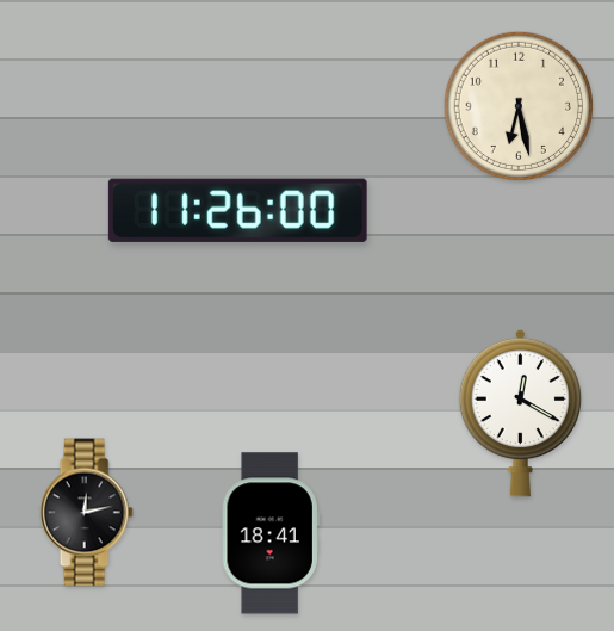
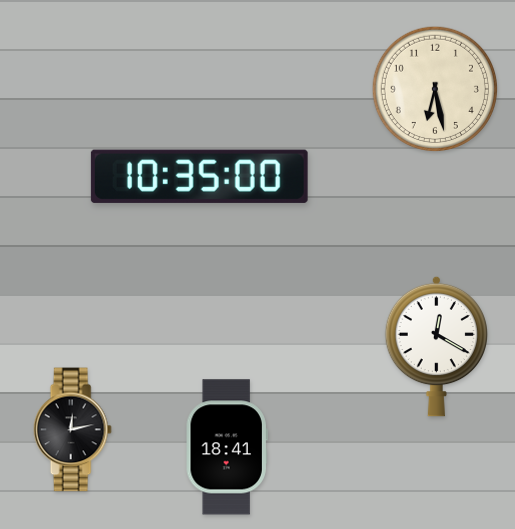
clock at (237, 210): 11:26 -> 10:35
